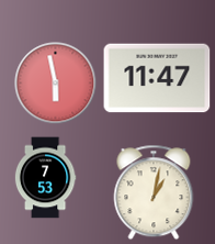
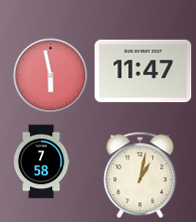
clock at (45, 178): 7:53 -> 7:58
